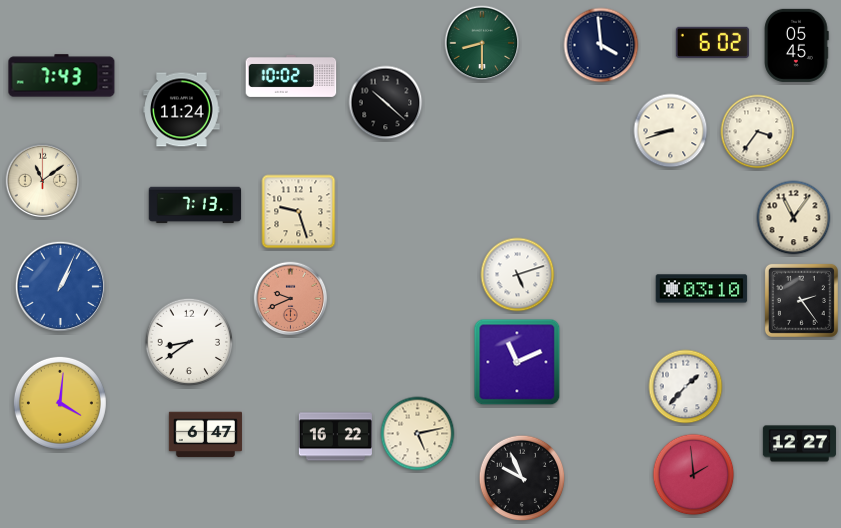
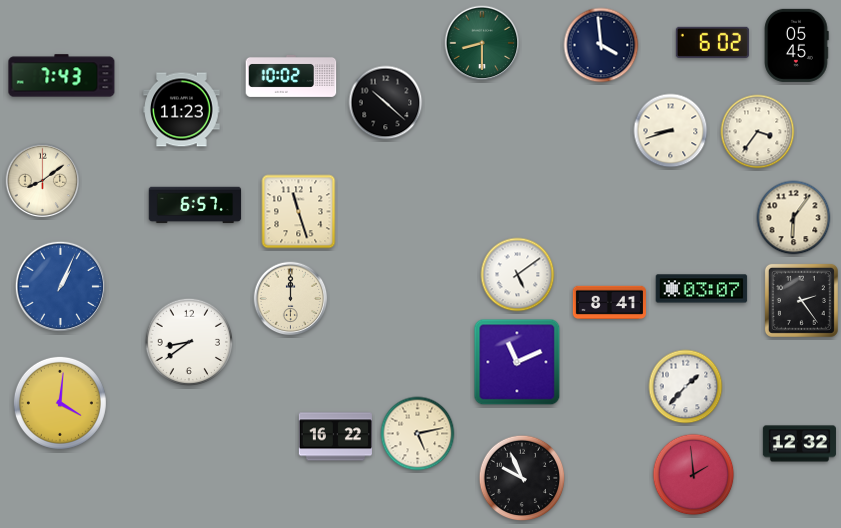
clock at (182, 110): 11:24 -> 11:23
clock at (43, 181): 11:09 -> 8:09
clock at (195, 205): 7:13 -> 6:57
clock at (299, 212): 9:27 -> 11:27
clock at (794, 218): 11:06 -> 6:06
clock at (518, 275): 5:12 -> 5:09
clock at (702, 289): 03:10 -> 03:07
clock at (291, 299): 9:41 -> 12:00
clock at (291, 299) dial: salmon -> cream
clock at (609, 303): none -> 8:41
clock at (205, 435): 6:47 -> none
clock at (799, 444): 12:27 -> 12:32
